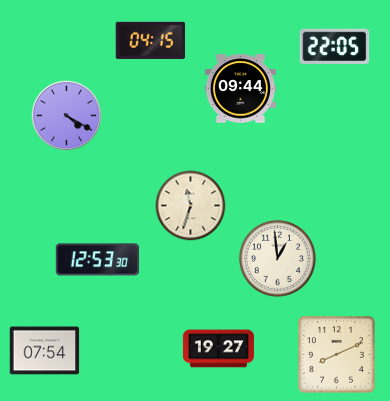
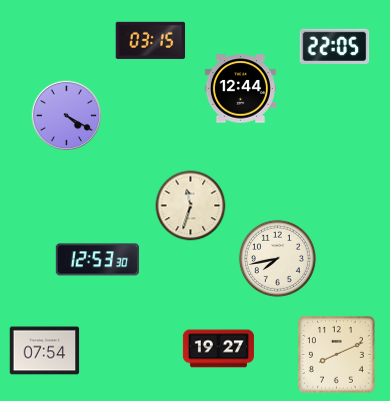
clock at (151, 40): 04:15 -> 03:15
clock at (240, 89): 09:44 -> 12:44
clock at (277, 258): 12:59 -> 7:43
